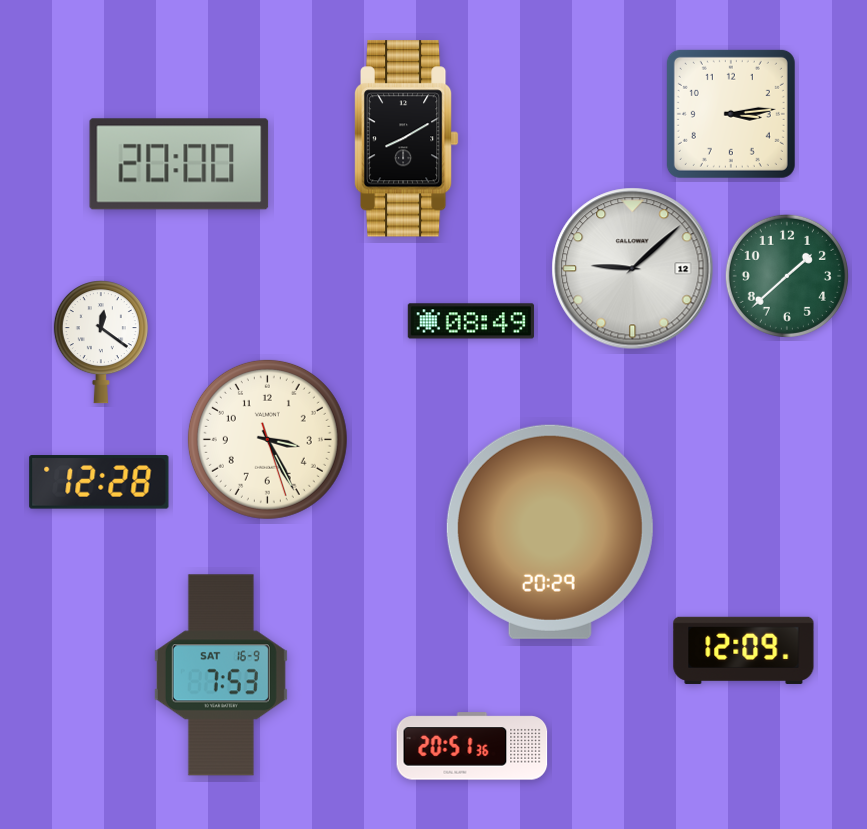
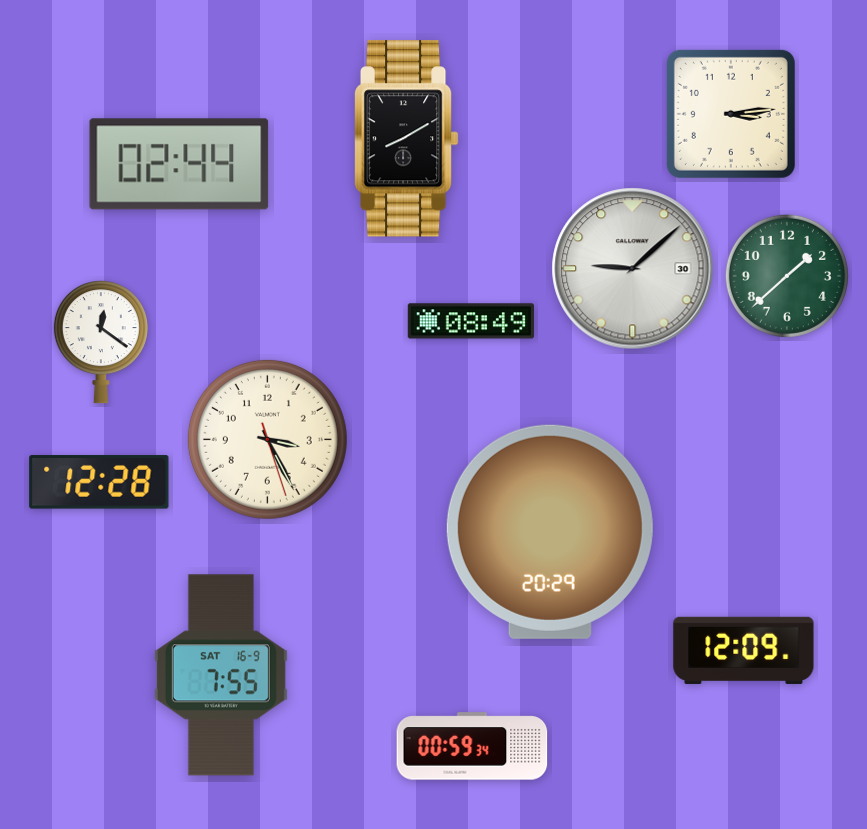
clock at (179, 164): 20:00 -> 02:44
clock at (633, 269) date: 12 -> 30
clock at (221, 675): 7:53 -> 7:55
clock at (472, 746): 20:51 -> 00:59
